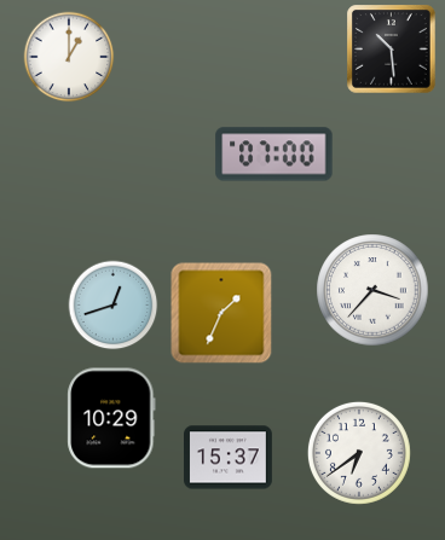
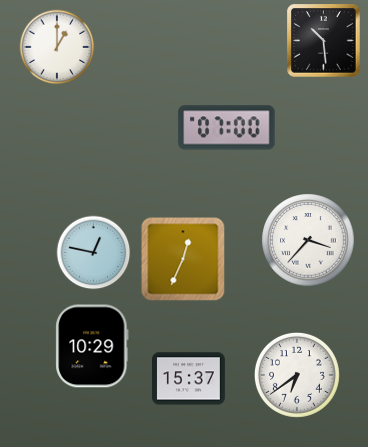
clock at (114, 306): 12:42 -> 12:47
clock at (221, 313): 1:34 -> 12:34
